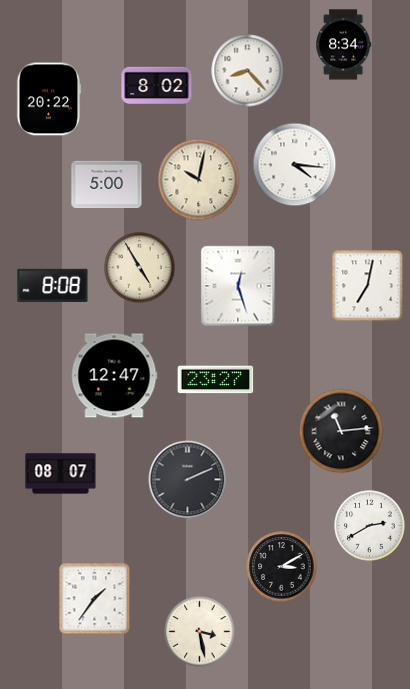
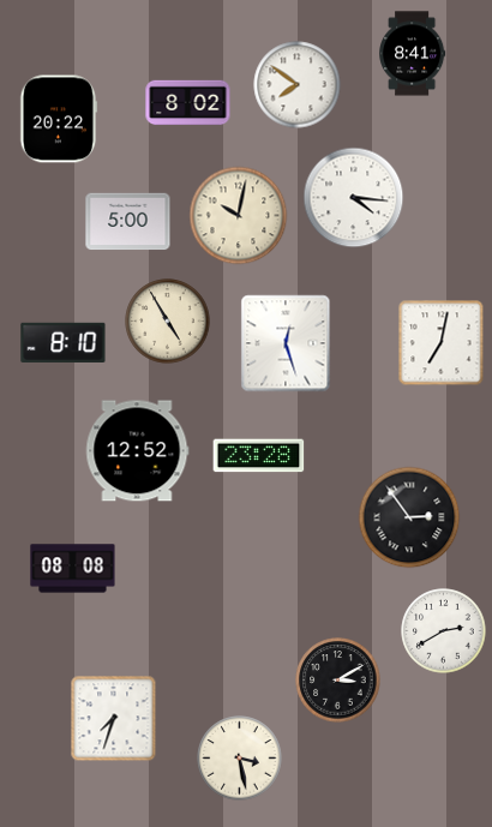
clock at (344, 45): 8:34 -> 8:41
clock at (248, 71): 8:23 -> 7:51
clock at (53, 285): 8:08 -> 8:10
clock at (114, 376): 12:47 -> 12:52
clock at (216, 380): 23:27 -> 23:28
clock at (341, 431): 11:14 -> 2:54
clock at (61, 474): 08:07 -> 08:08
clock at (188, 480): 2:11 -> none
clock at (95, 599): 1:36 -> 7:33
